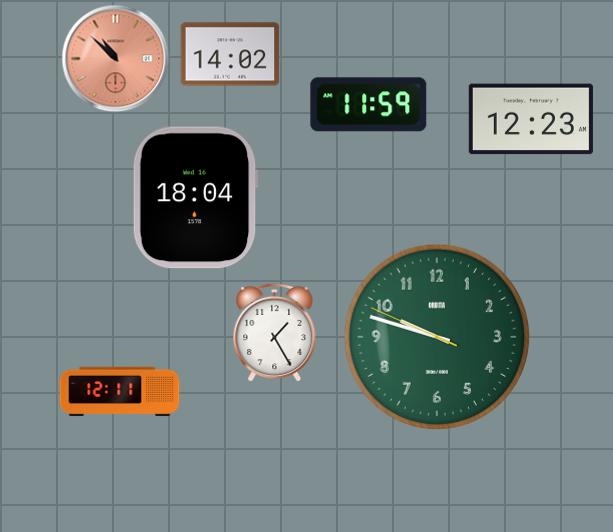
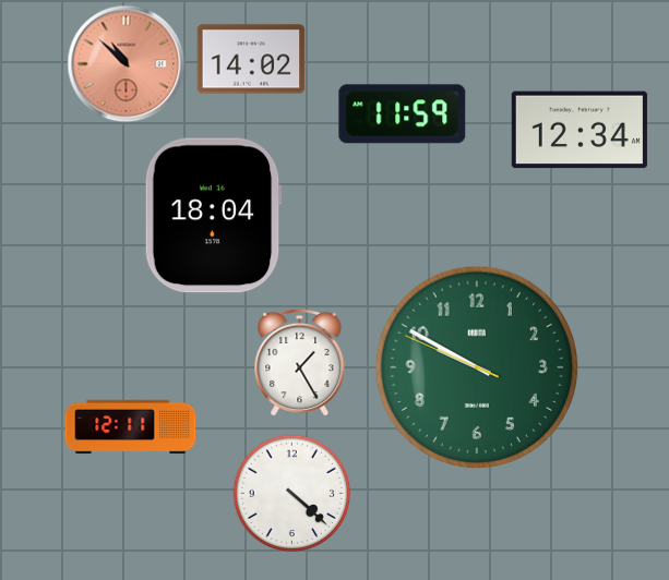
clock at (531, 119): 12:23 -> 12:34
clock at (437, 337): 9:47 -> 9:49
clock at (292, 494): none -> 4:22
